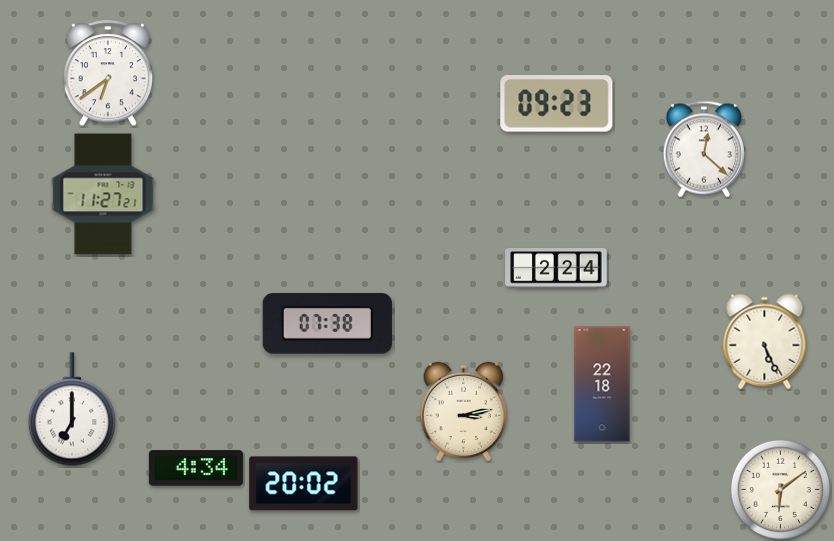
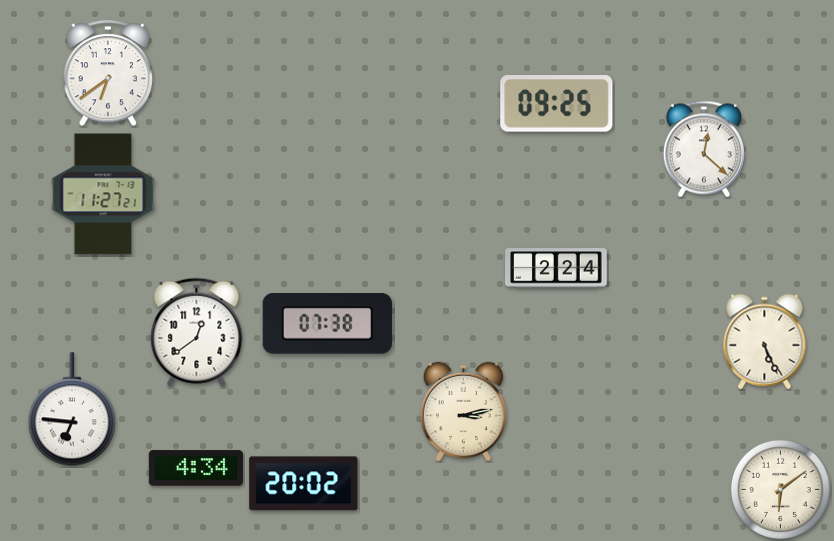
clock at (557, 104): 09:23 -> 09:25
clock at (197, 332): none -> 12:39
clock at (602, 384): 22:18 -> none
clock at (72, 409): 7:00 -> 6:46
